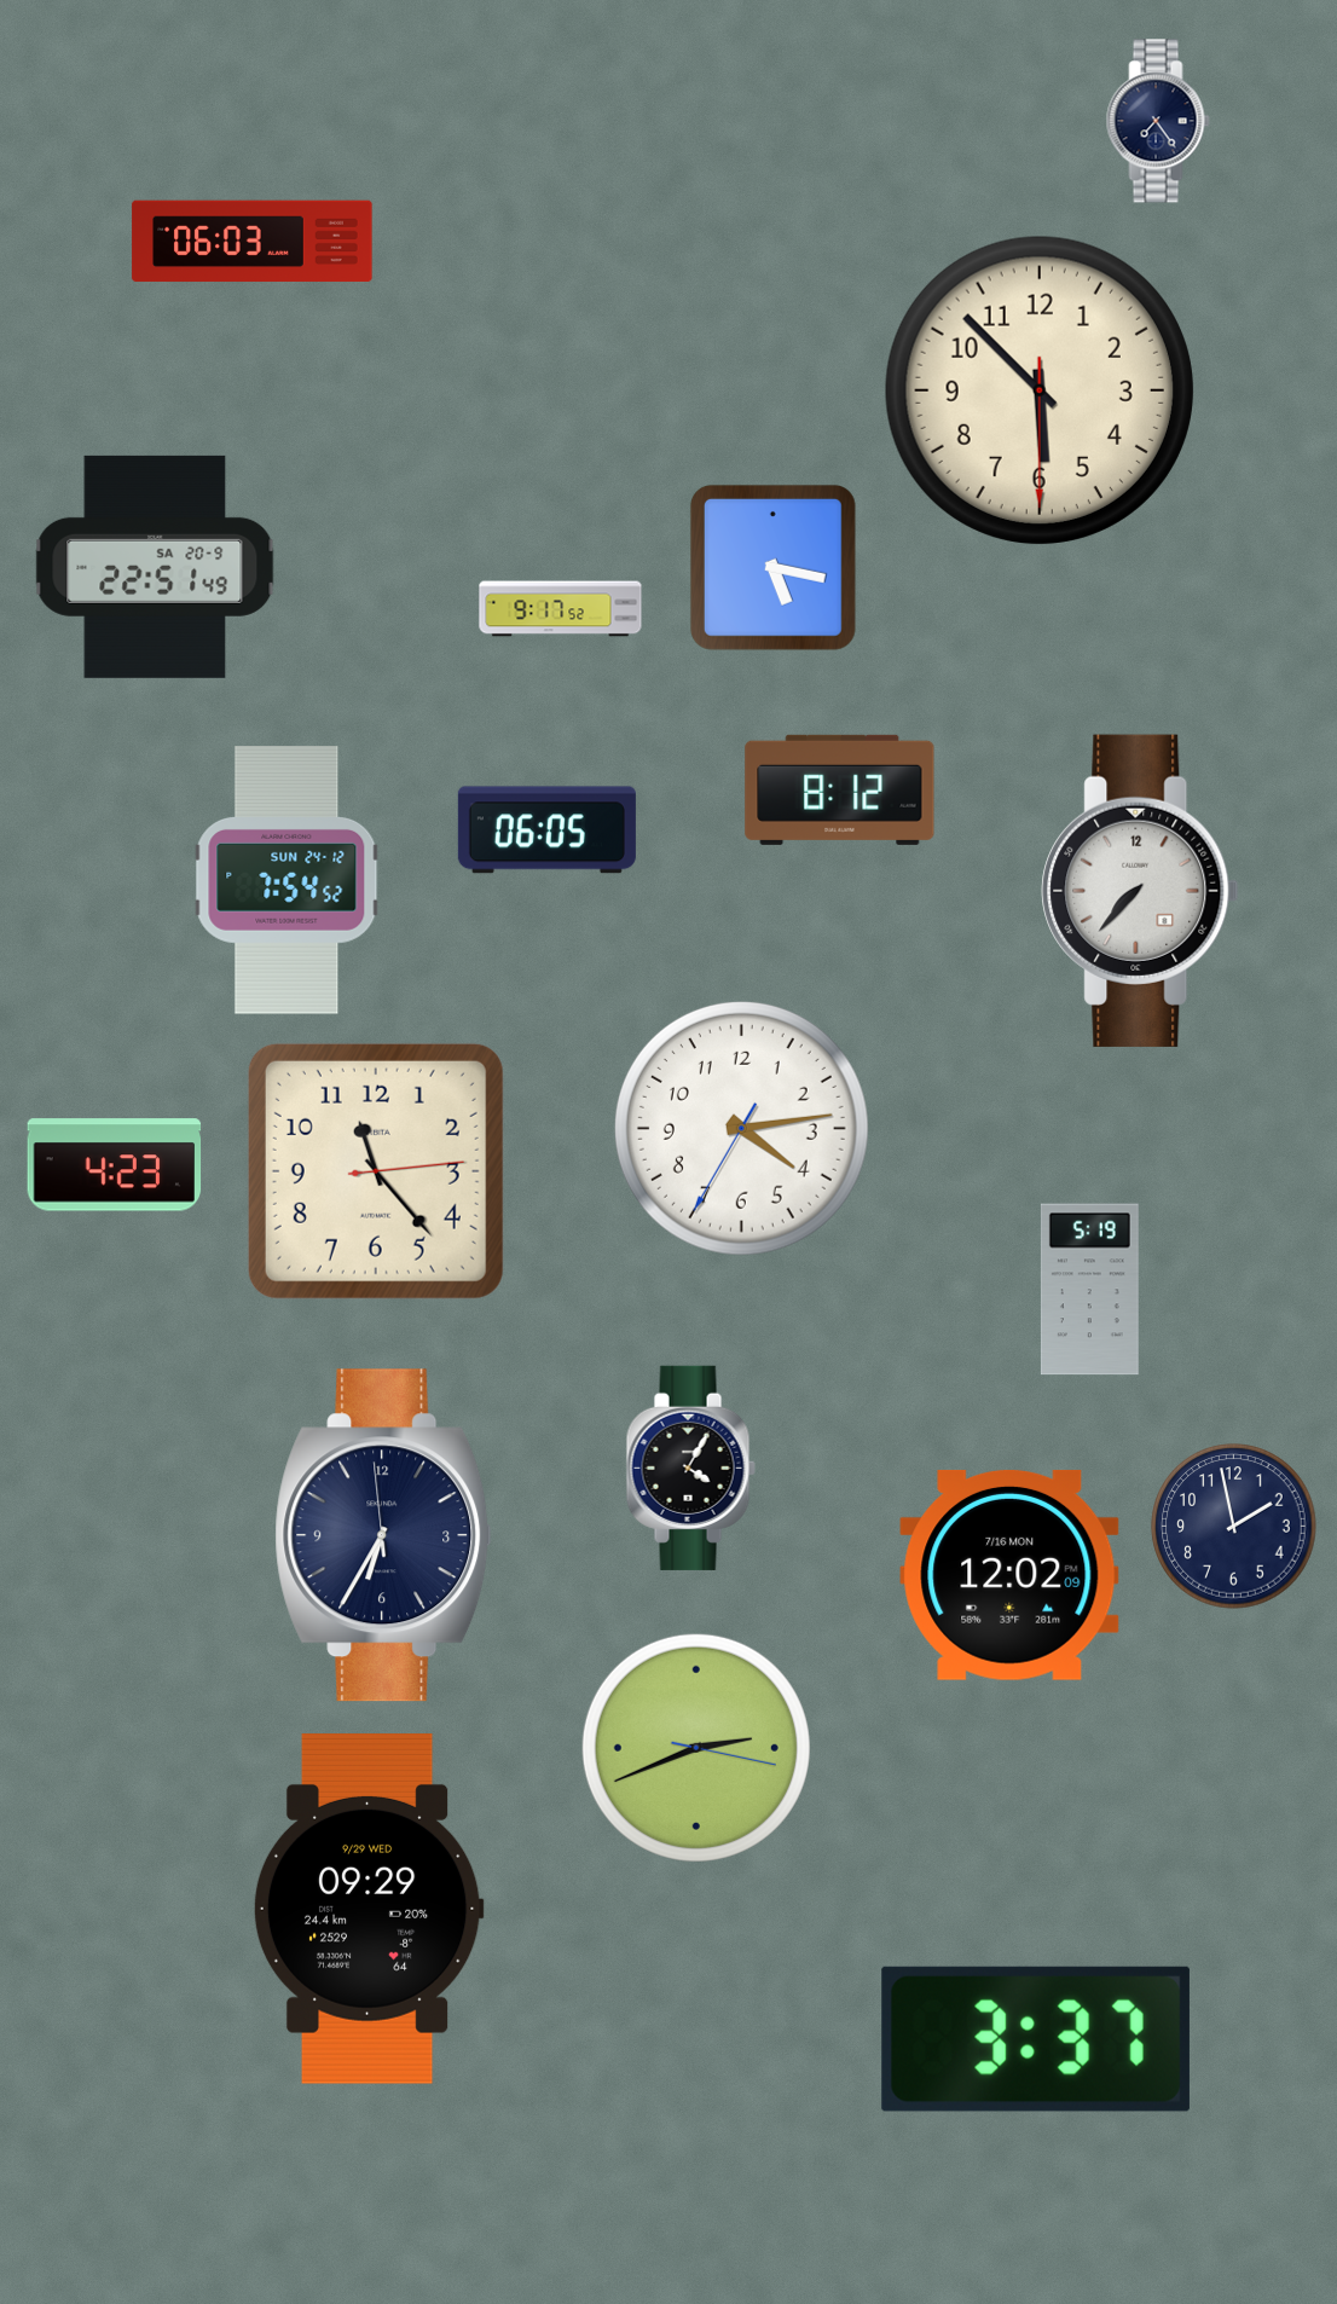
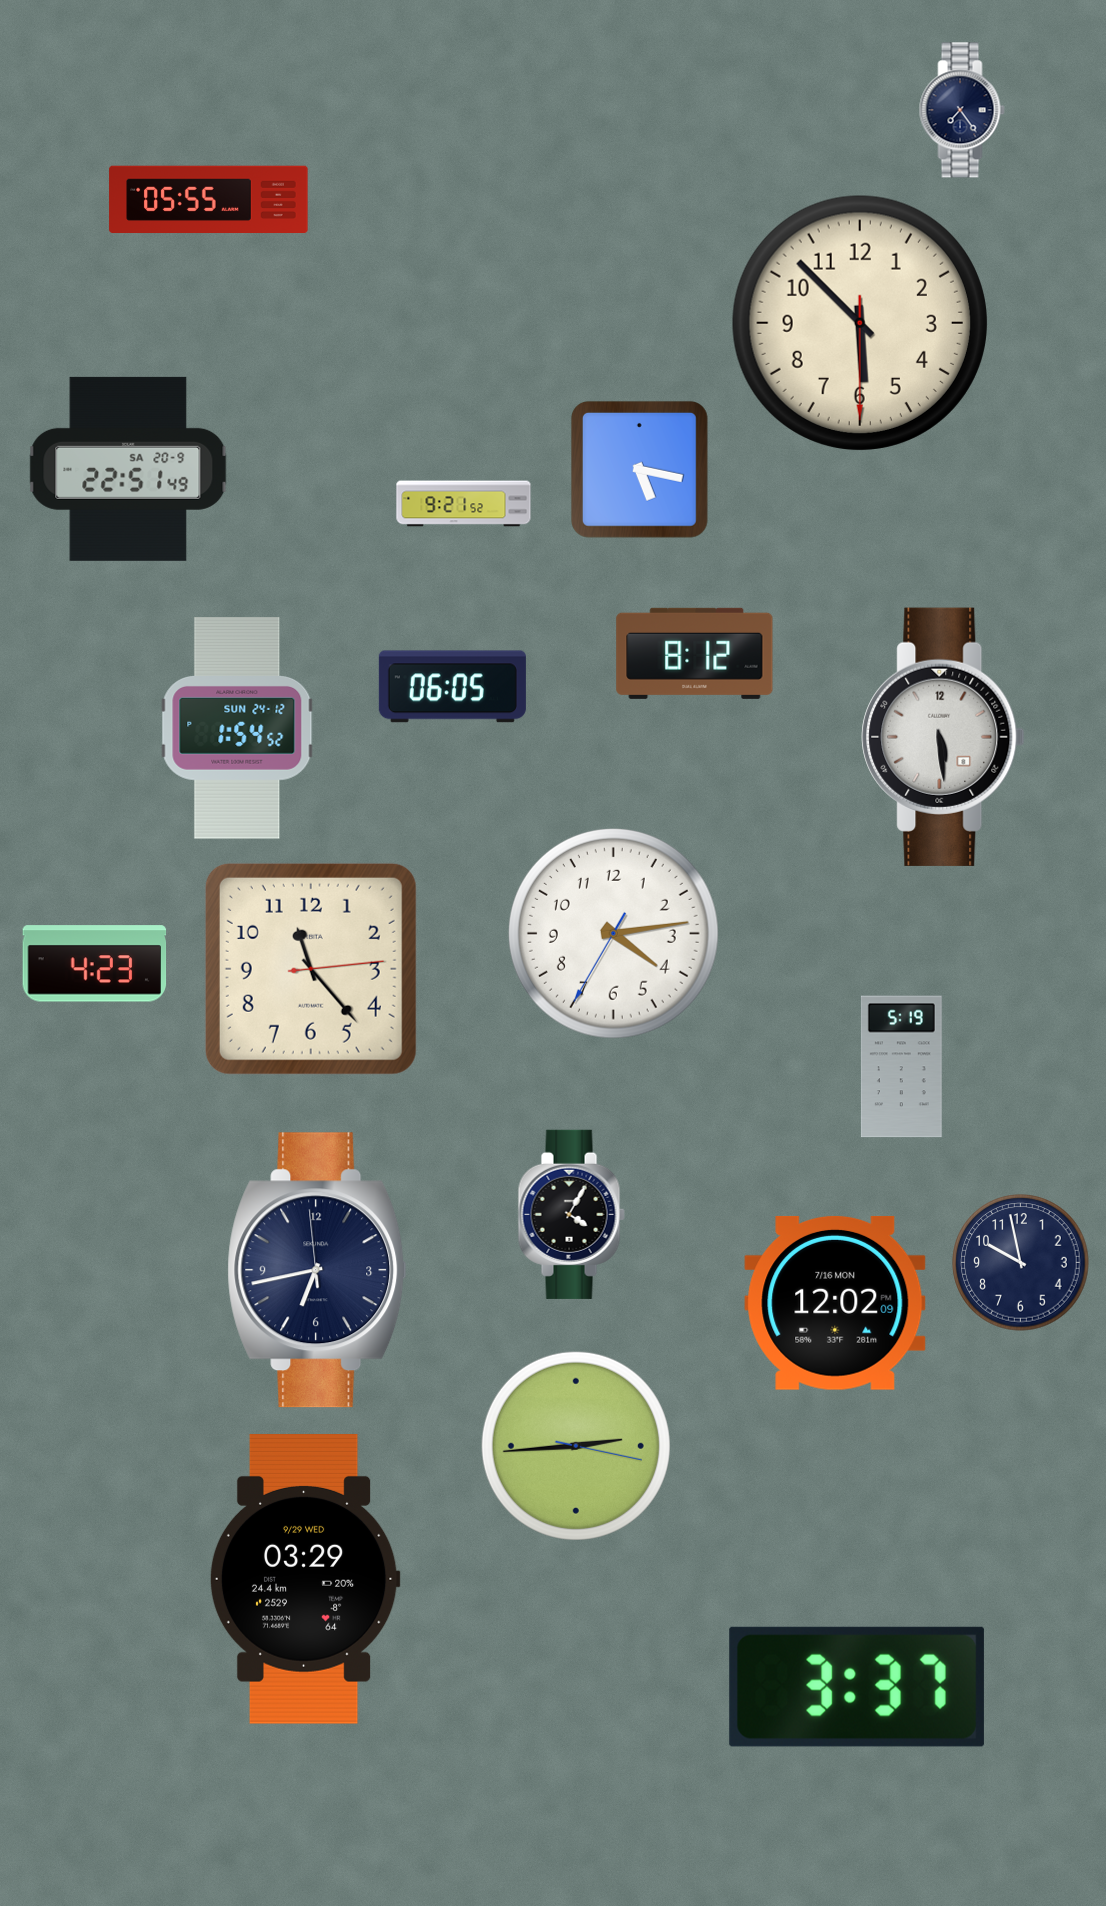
clock at (1158, 121) position: (1158, 121) -> (962, 110)
clock at (253, 242): 06:03 -> 05:55
clock at (561, 609): 9:17 -> 9:21
clock at (286, 880): 7:54 -> 1:54
clock at (1140, 891): 7:37 -> 5:29
clock at (1234, 1527): 1:58 -> 9:58
clock at (383, 1535): 6:34 -> 6:42
clock at (696, 1748): 2:41 -> 2:44
clock at (369, 1909): 09:29 -> 03:29
